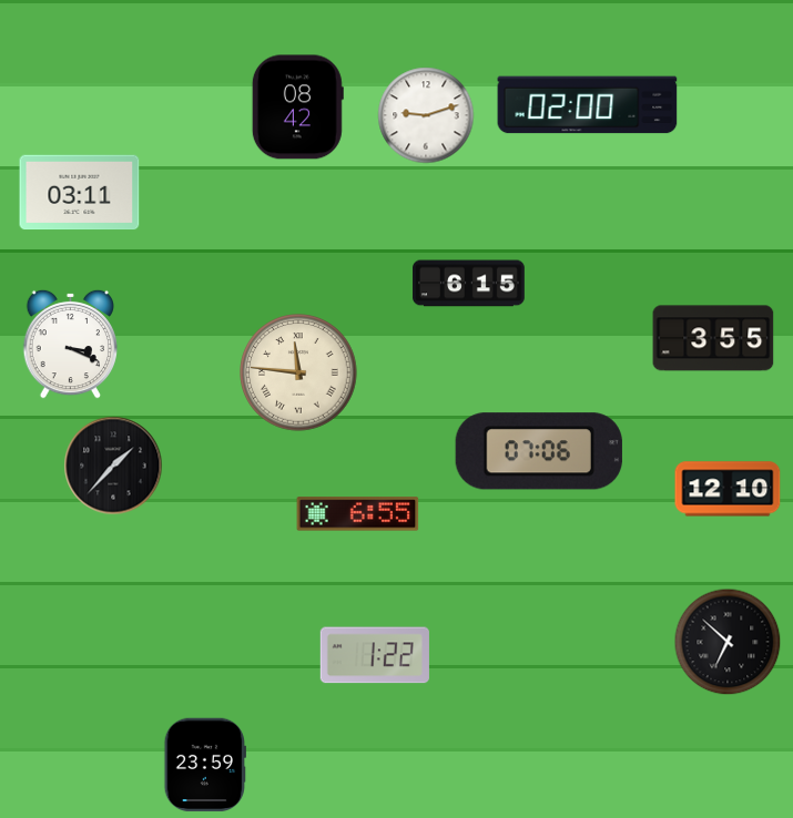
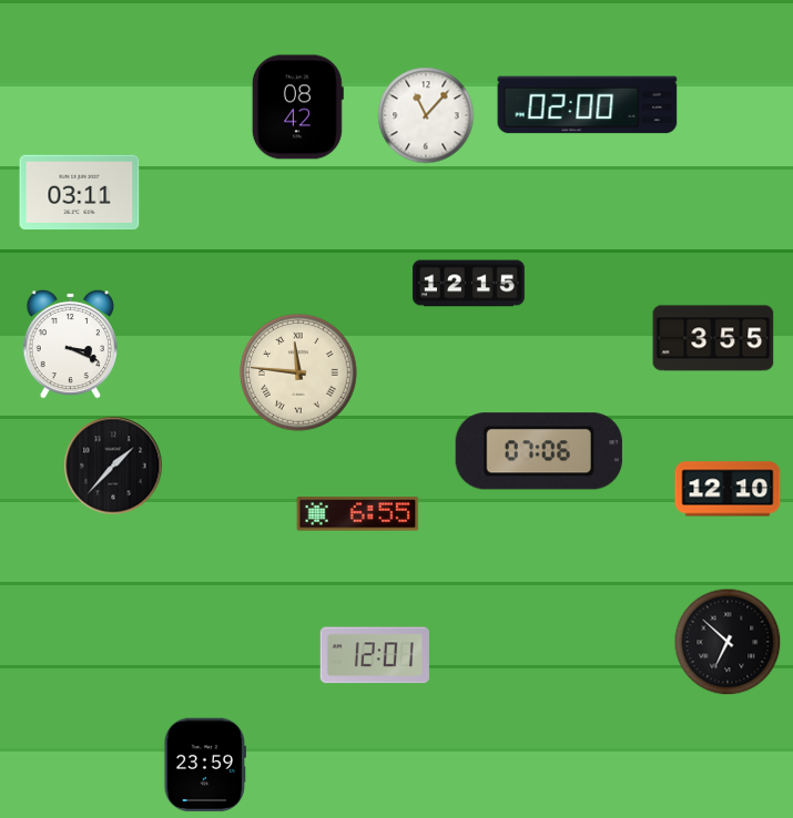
clock at (426, 115): 9:12 -> 11:07
clock at (469, 284): 6:15 -> 12:15
clock at (375, 655): 1:22 -> 12:01
